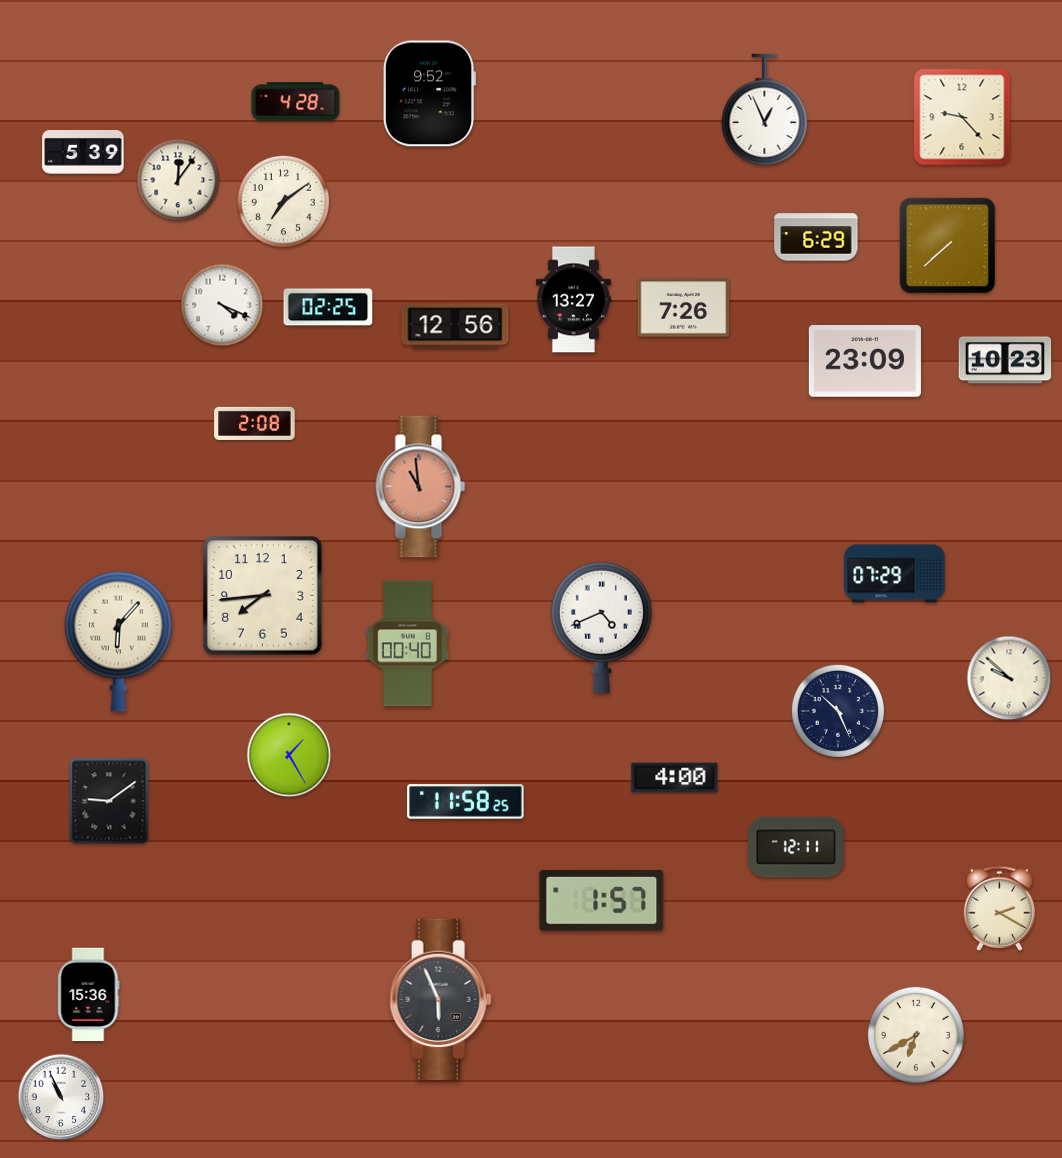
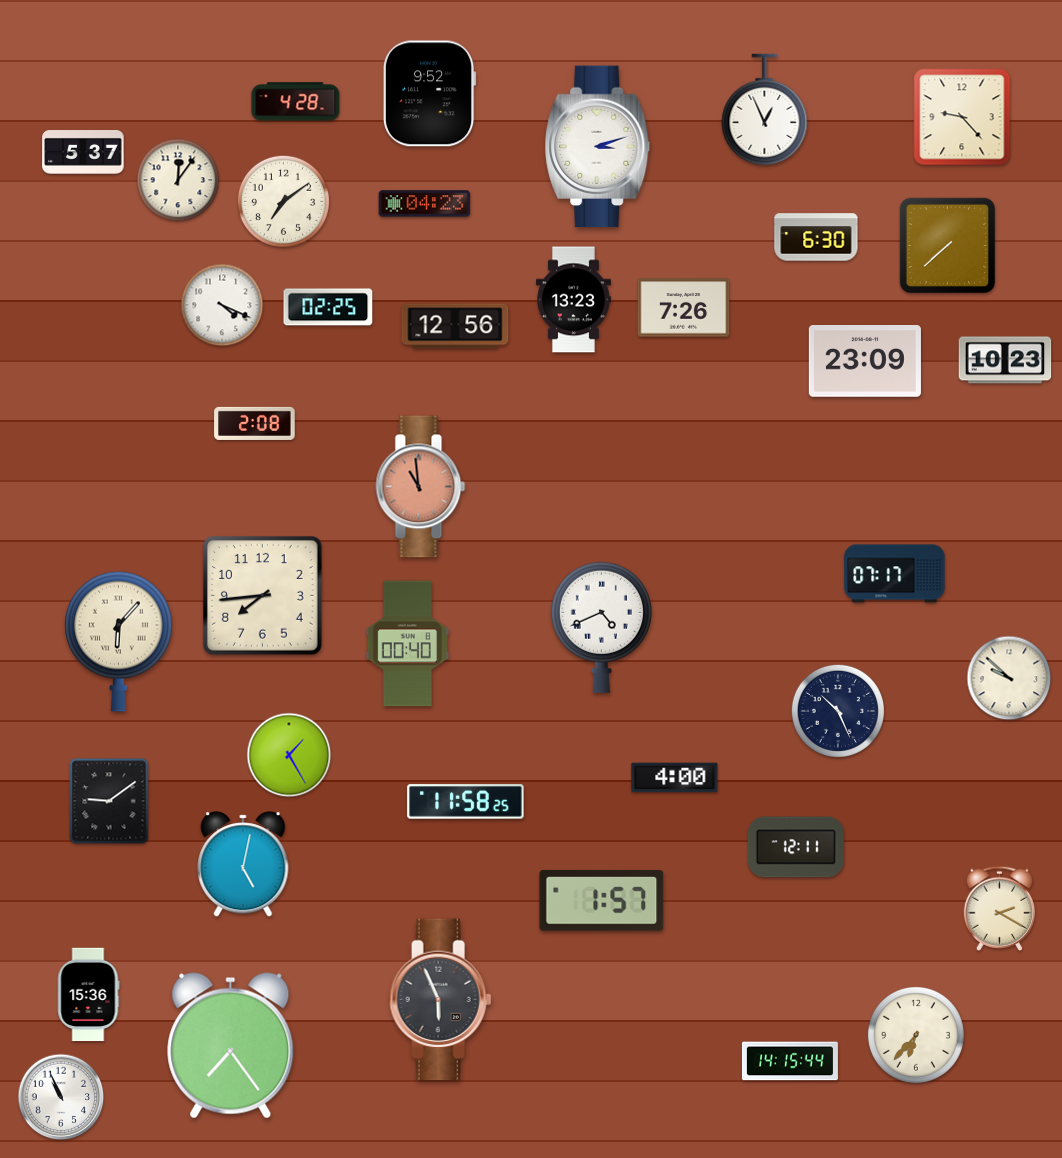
clock at (598, 147): none -> 3:12
clock at (83, 153): 5:39 -> 5:37
clock at (425, 204): none -> 04:23
clock at (816, 237): 6:29 -> 6:30
clock at (573, 300): 13:27 -> 13:23
clock at (895, 574): 07:29 -> 07:17
clock at (243, 864): none -> 5:02
clock at (916, 1035): 6:40 -> 6:37
clock at (231, 1046): none -> 7:24
clock at (790, 1061): none -> 14:15
